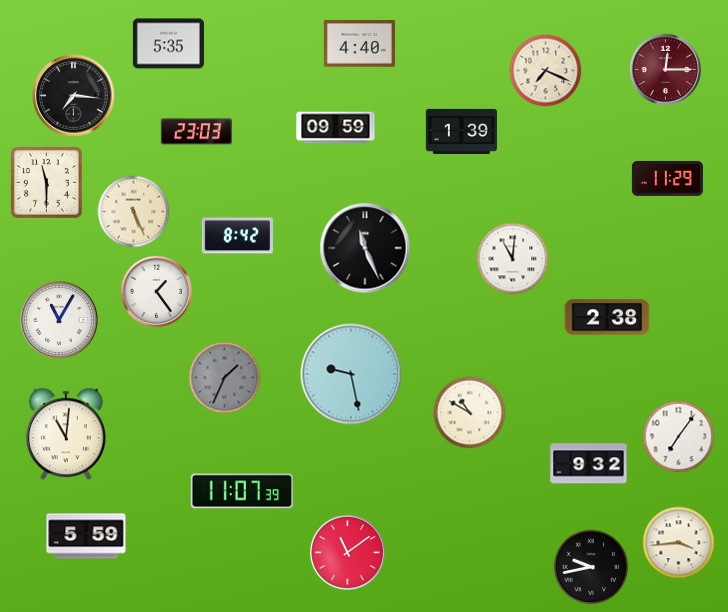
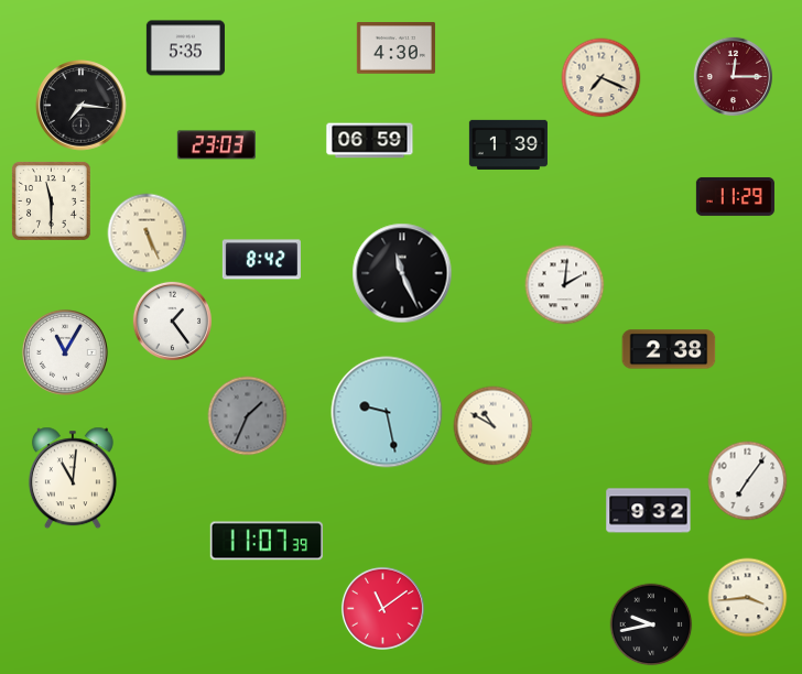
clock at (359, 44): 4:40 -> 4:30
clock at (336, 128): 09:59 -> 06:59
clock at (513, 259): 11:01 -> 2:01
clock at (470, 413) position: (470, 413) -> (494, 426)
clock at (86, 536): 5:59 -> none
